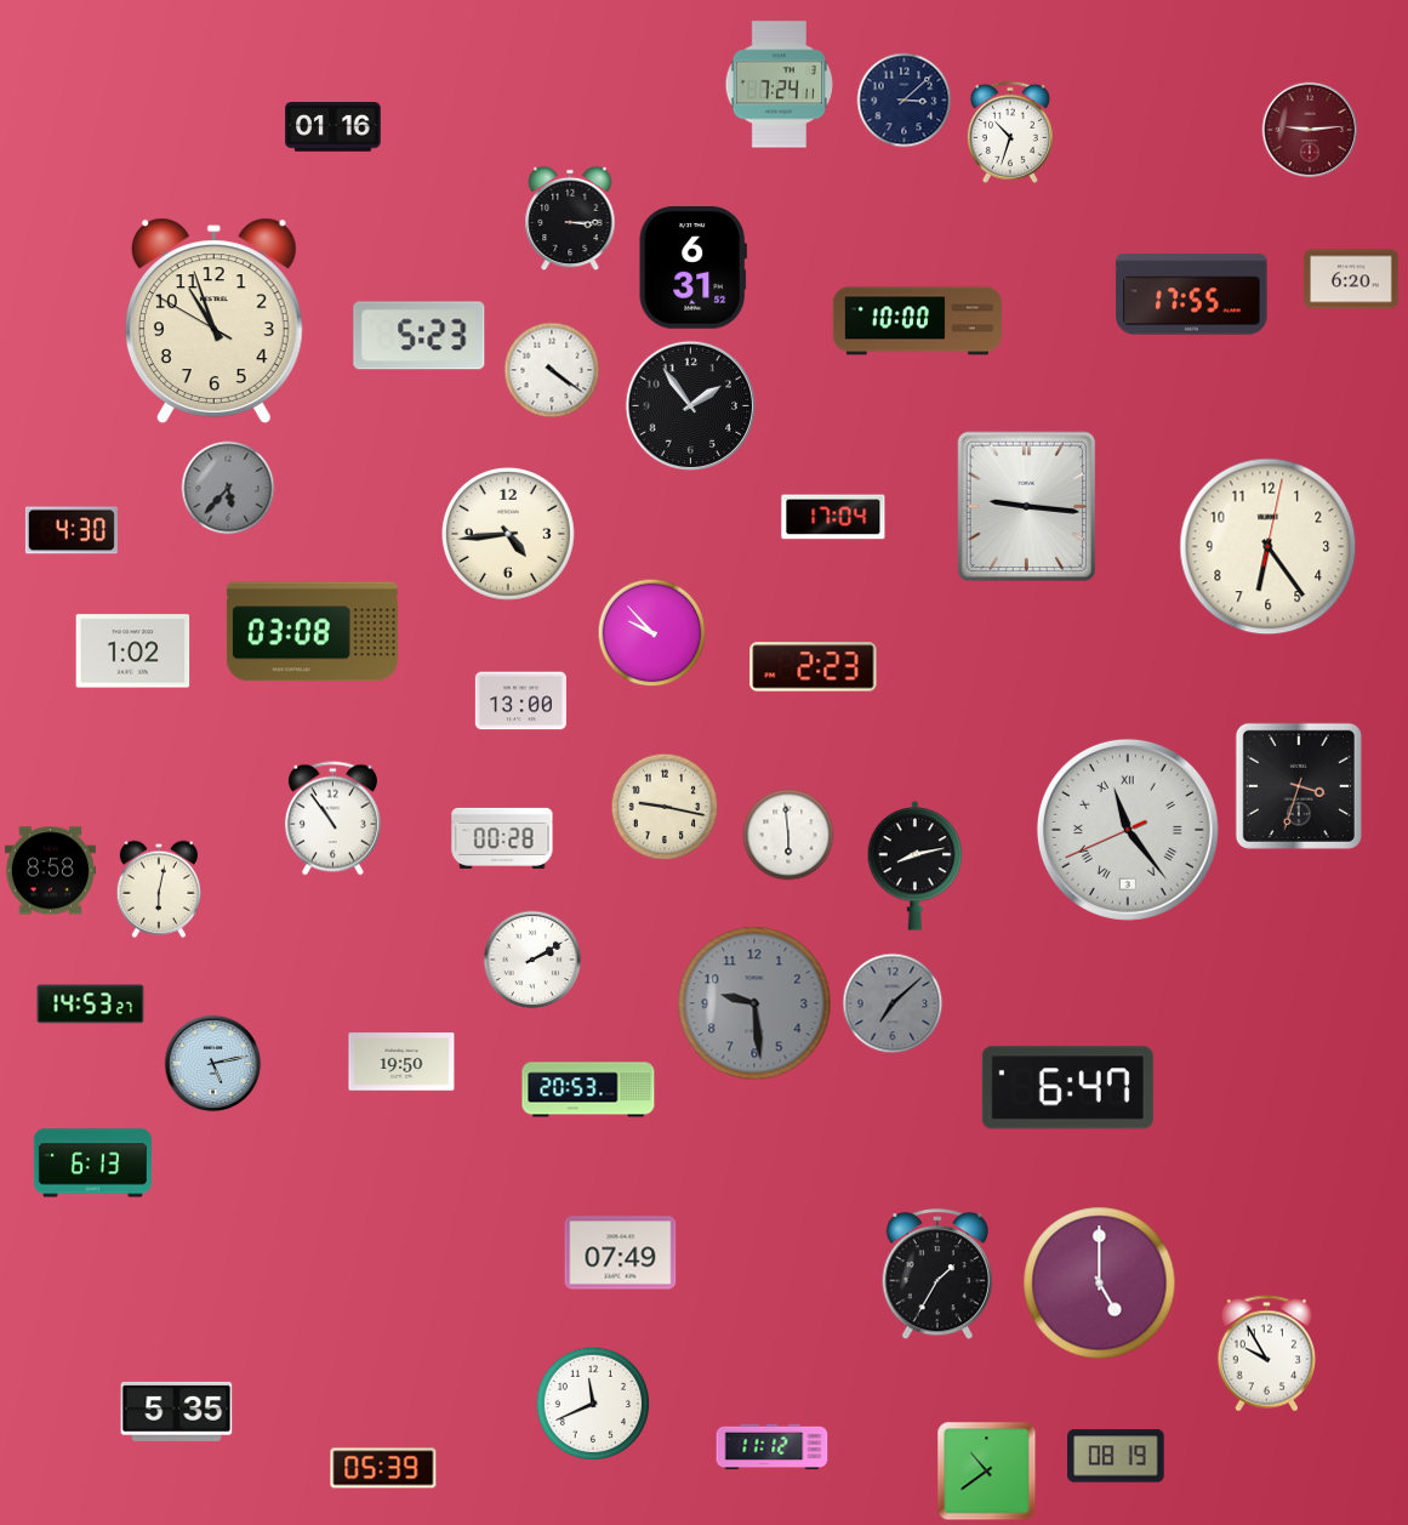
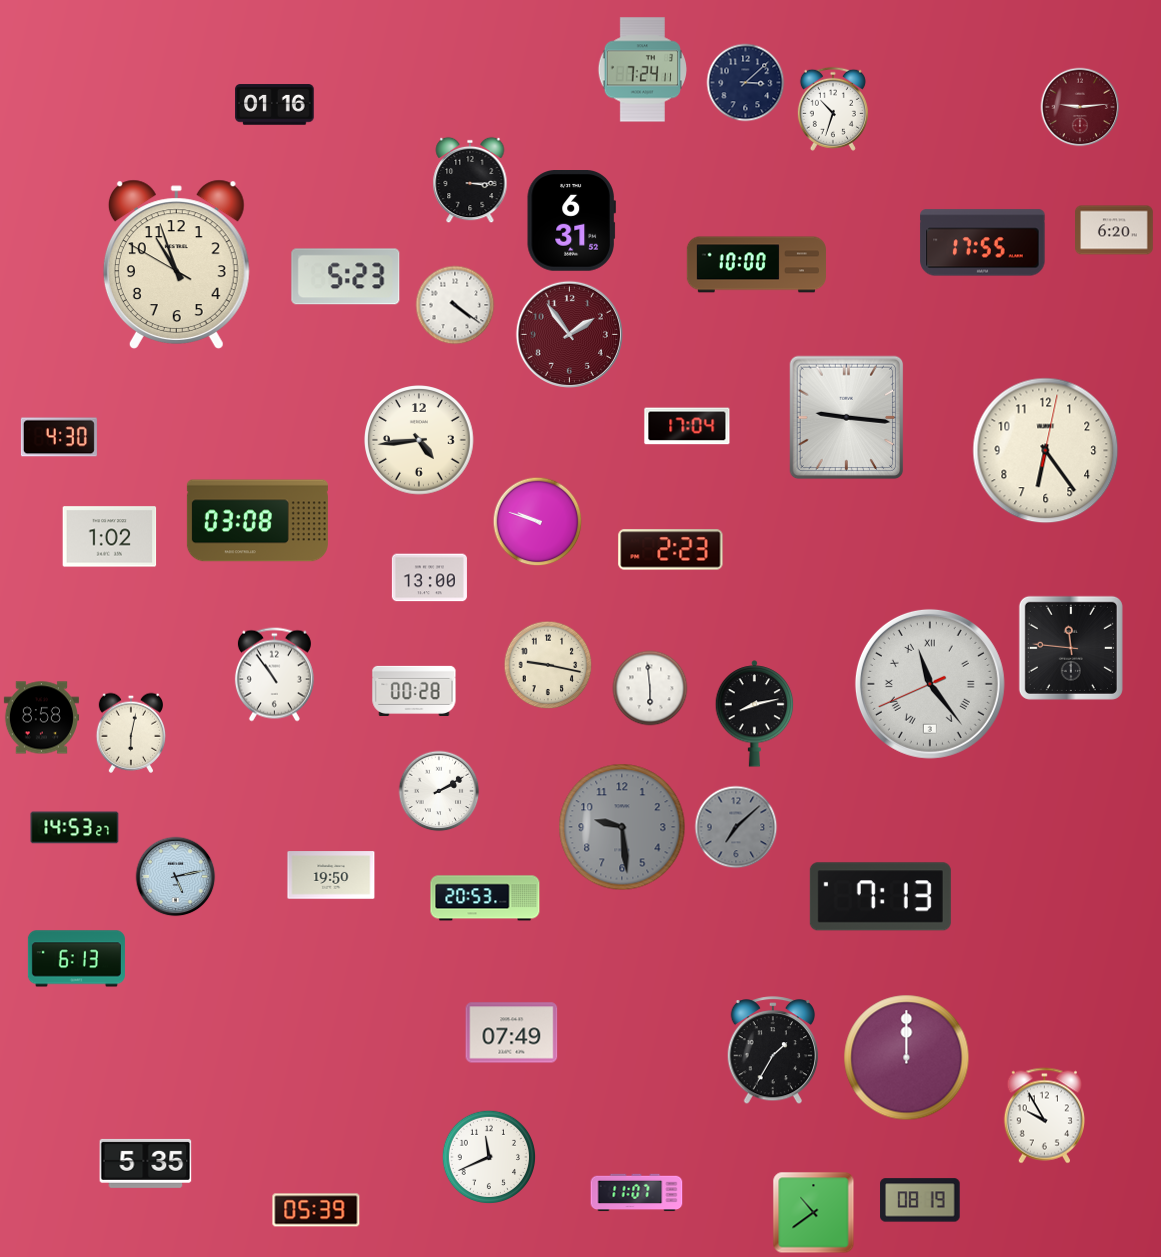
clock at (690, 405) dial: black -> burgundy
clock at (228, 488): 5:37 -> none
clock at (652, 633): 9:53 -> 9:48
clock at (1299, 786): 3:33 -> 11:46
clock at (1067, 1088): 6:47 -> 7:13
clock at (1100, 1284): 5:00 -> 12:00
clock at (773, 1447): 11:12 -> 11:07
